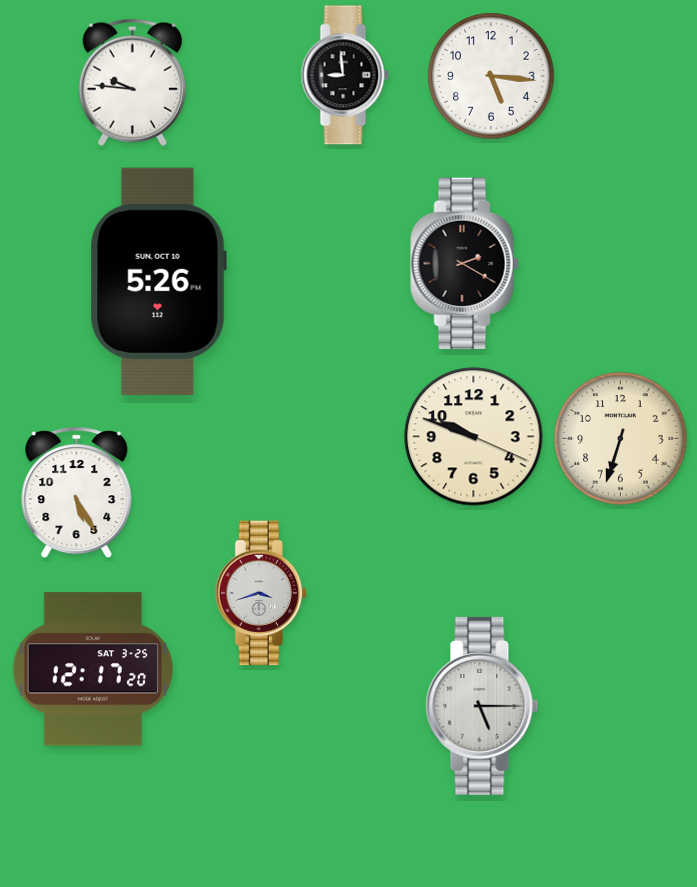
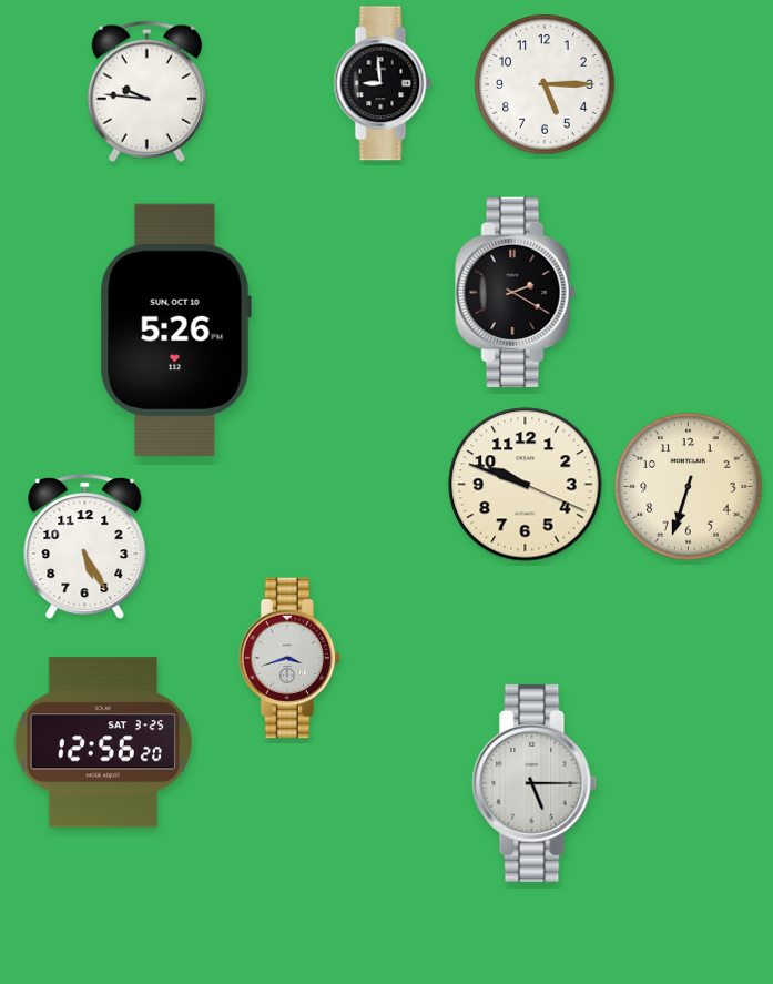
clock at (491, 76): 5:16 -> 5:15
clock at (158, 281) position: (158, 281) -> (175, 329)
clock at (92, 669): 12:17 -> 12:56
